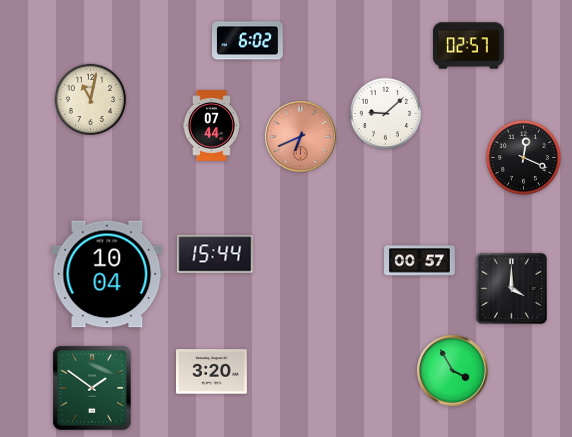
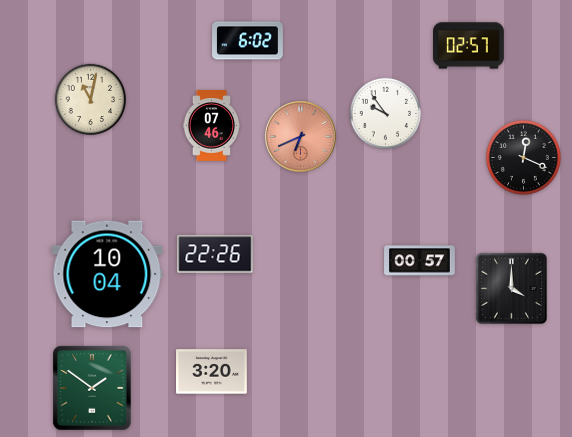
clock at (386, 114): 9:08 -> 9:54
clock at (212, 126): 07:44 -> 07:46
clock at (215, 254): 15:44 -> 22:26
clock at (453, 371): 3:55 -> none
